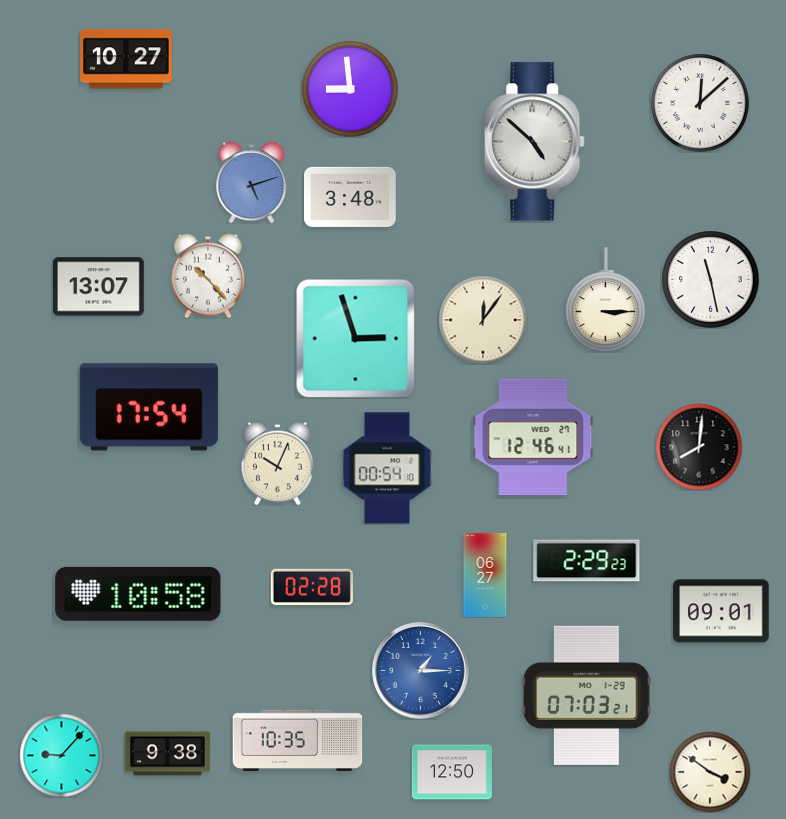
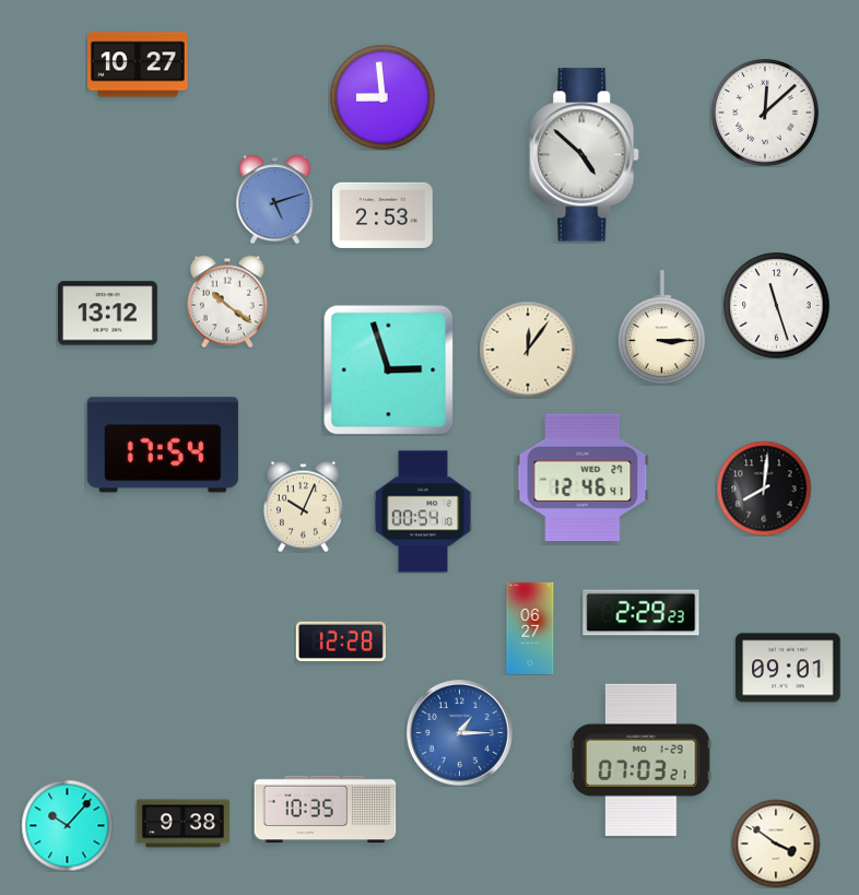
clock at (351, 197): 3:48 -> 2:53
clock at (208, 276): 10:23 -> 10:21
clock at (711, 280): 11:28 -> 11:27
clock at (98, 287): 13:07 -> 13:12
clock at (312, 586): 02:28 -> 12:28
clock at (138, 594): 10:58 -> none
clock at (61, 755): 9:07 -> 10:07
clock at (451, 772): 12:50 -> none
